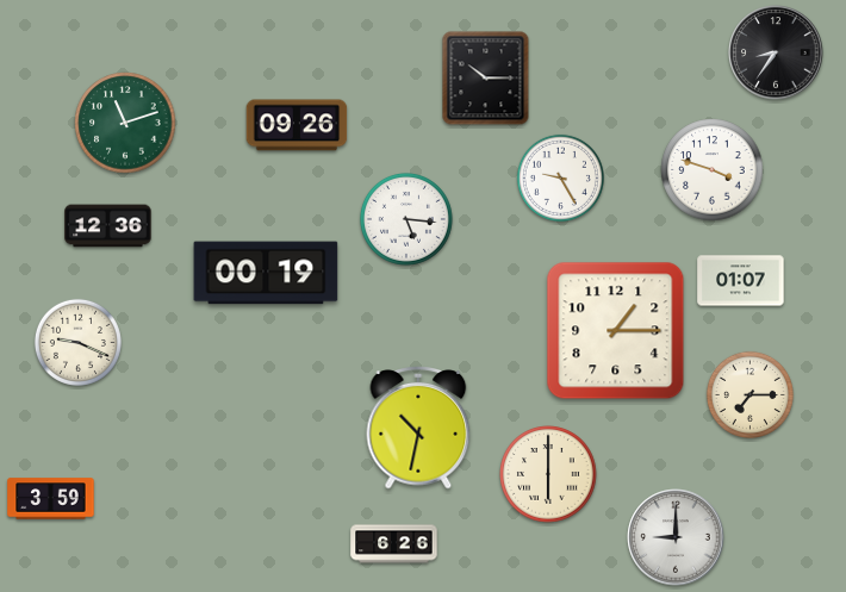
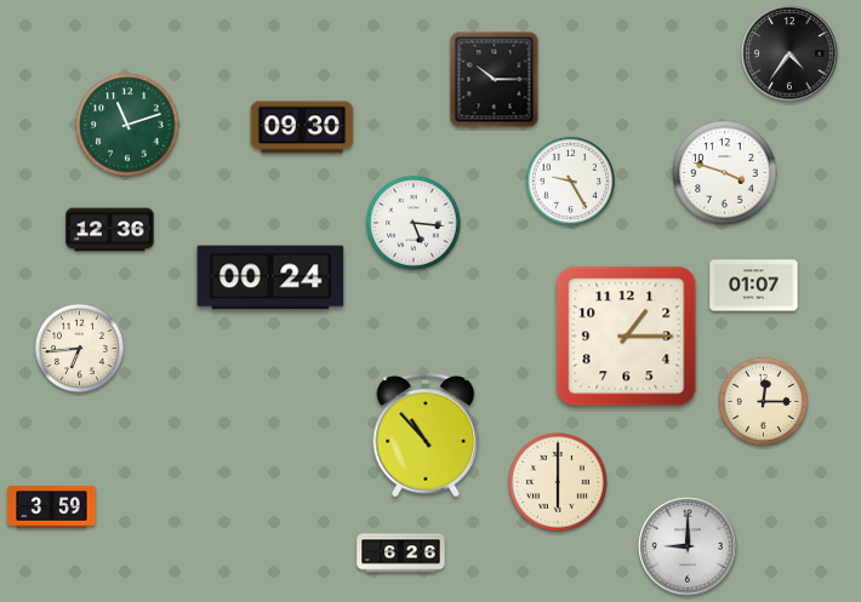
clock at (776, 52): 8:36 -> 4:36
clock at (297, 125): 09:26 -> 09:30
clock at (266, 273): 00:19 -> 00:24
clock at (77, 342): 9:19 -> 6:44
clock at (749, 394): 7:15 -> 12:15
clock at (418, 429): 10:32 -> 10:53
